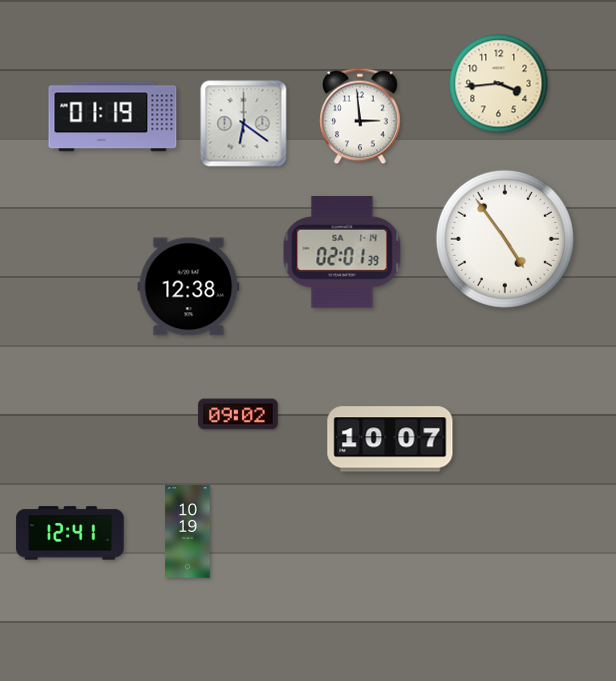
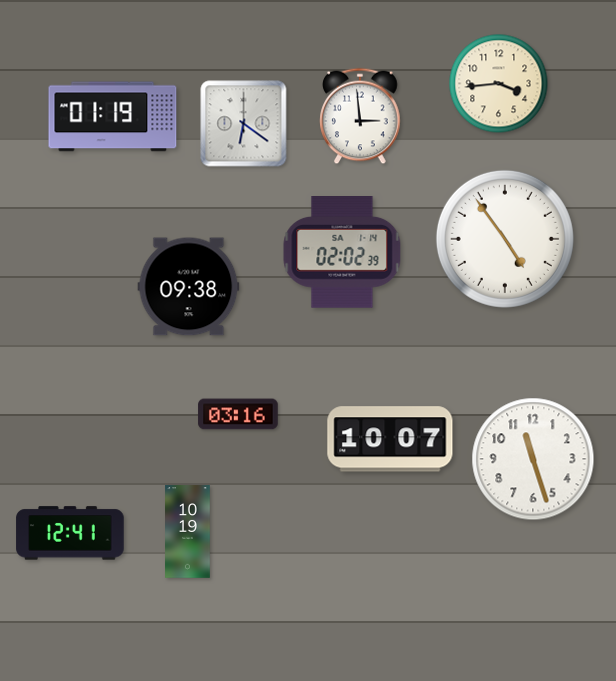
clock at (342, 253): 02:01 -> 02:02
clock at (189, 287): 12:38 -> 09:38
clock at (238, 414): 09:02 -> 03:16
clock at (533, 459): none -> 11:27
